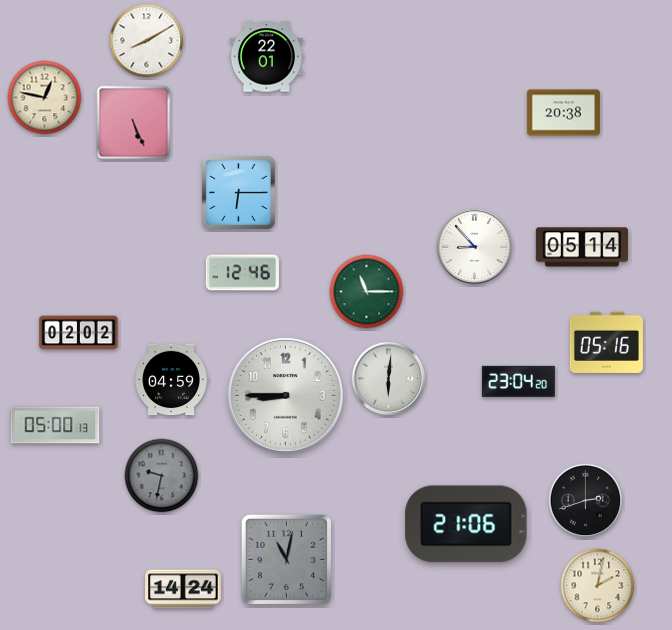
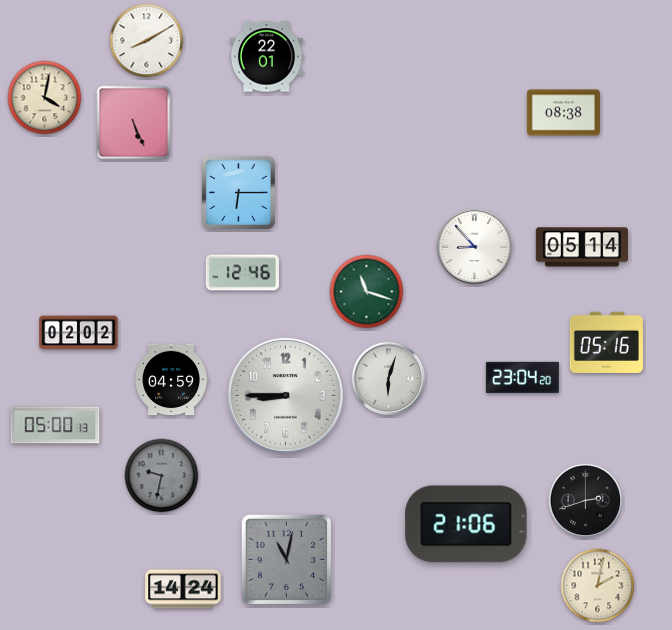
clock at (45, 98): 12:47 -> 4:02
clock at (563, 113): 20:38 -> 08:38
clock at (367, 292): 11:15 -> 11:18
clock at (389, 379): 6:01 -> 6:03
clock at (518, 381) position: (518, 381) -> (522, 377)
